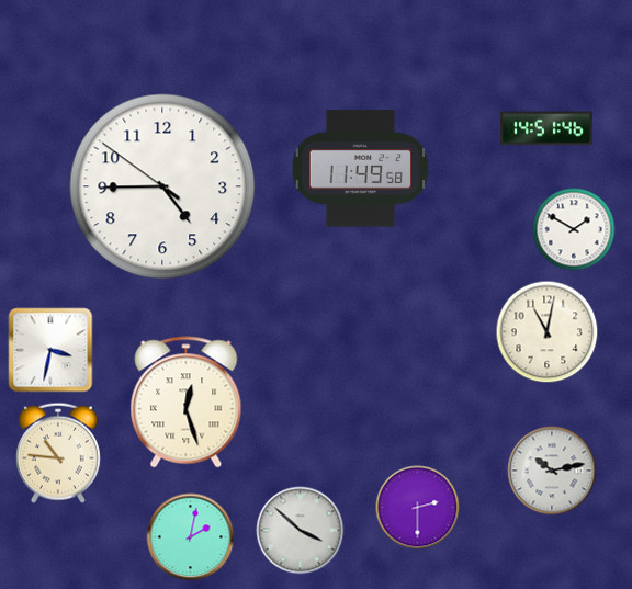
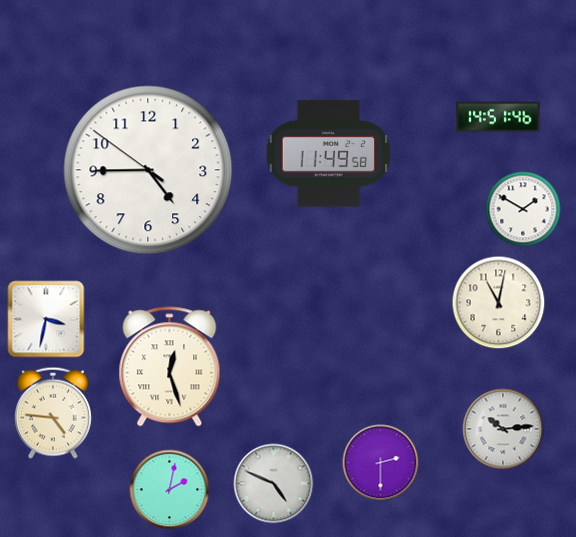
clock at (58, 453): 10:46 -> 4:46
clock at (552, 471): 10:13 -> 10:14
clock at (301, 531): 3:52 -> 4:49
clock at (191, 537) position: (191, 537) -> (170, 490)
